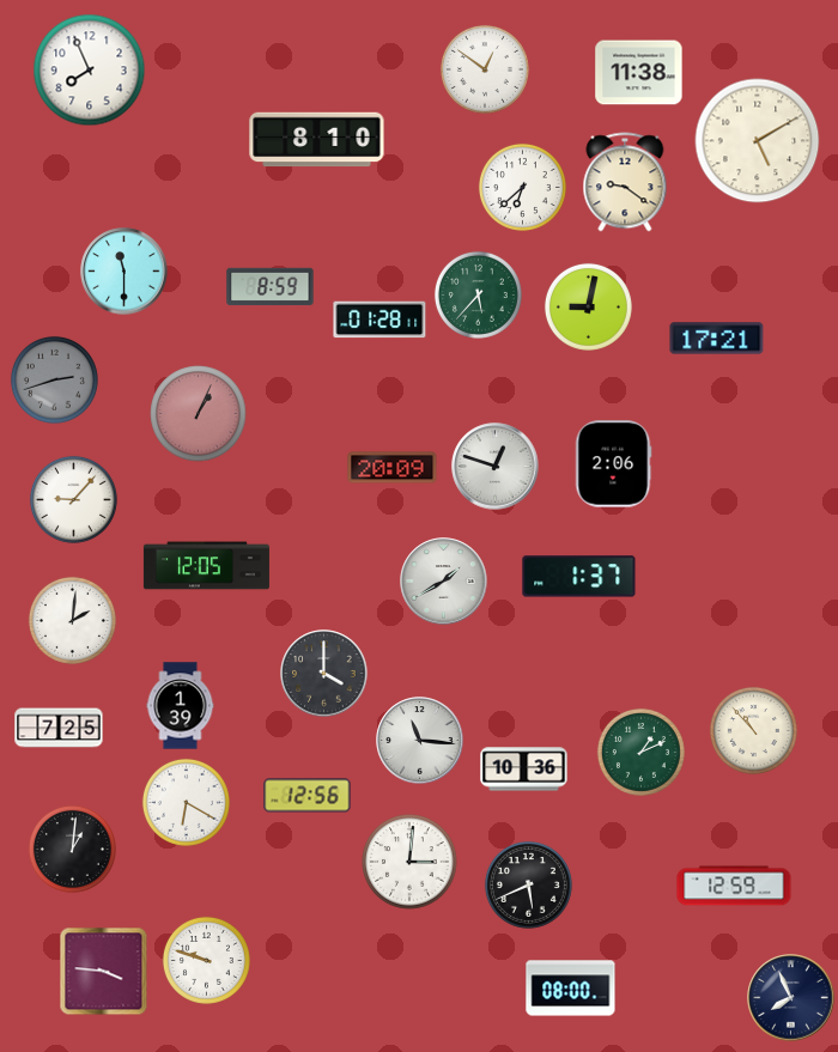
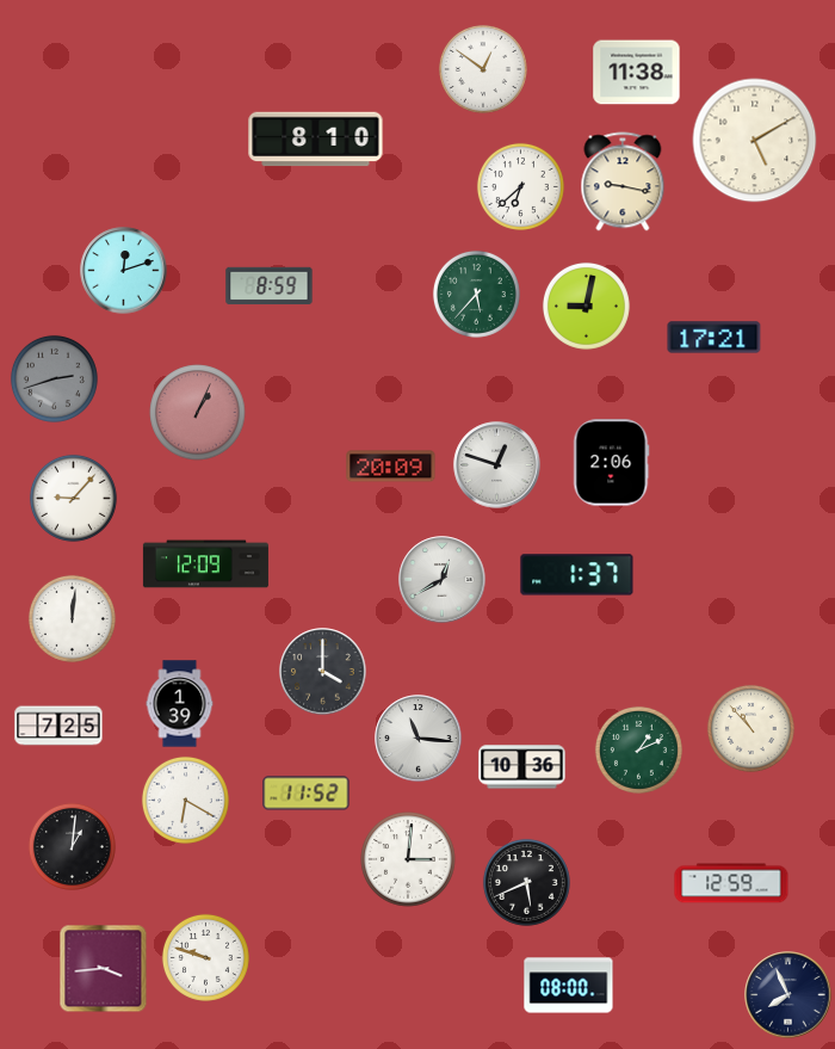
clock at (90, 71): 7:56 -> none
clock at (625, 182): 9:21 -> 9:17
clock at (125, 272): 11:30 -> 12:12
clock at (379, 320): 01:28 -> none
clock at (496, 467) position: (496, 467) -> (497, 465)
clock at (206, 566): 12:05 -> 12:09
clock at (444, 582): 1:40 -> 12:40
clock at (72, 620): 2:01 -> 12:01
clock at (308, 796): 12:56 -> 11:52
clock at (104, 972): 3:46 -> 3:44
